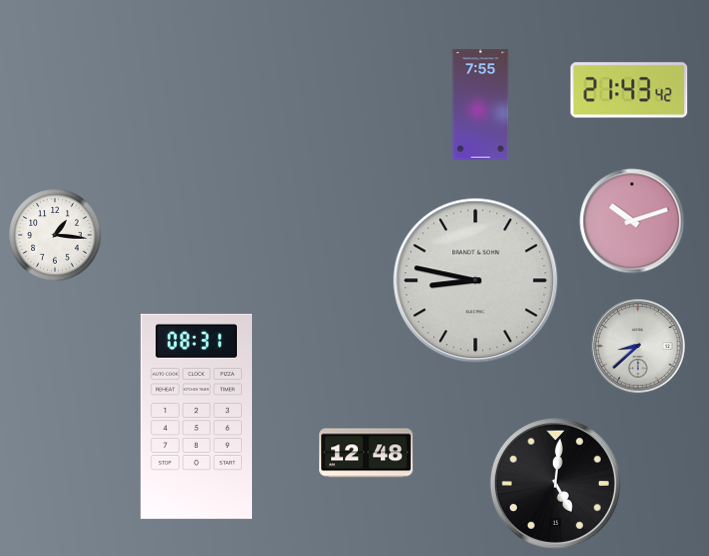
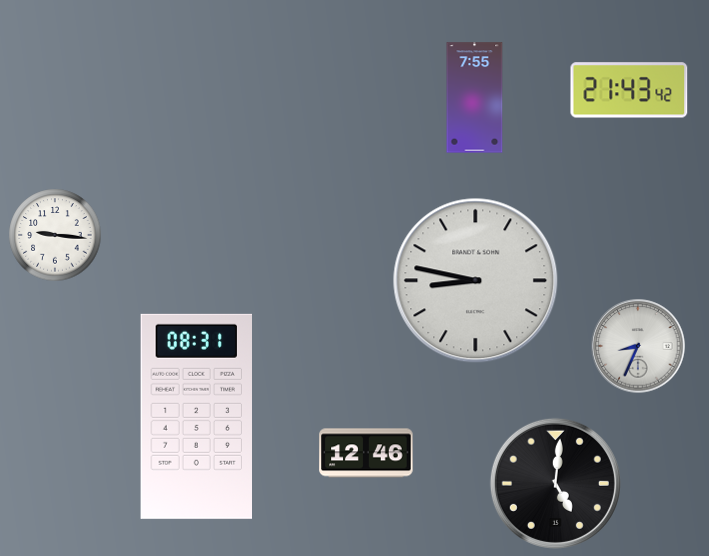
clock at (481, 105) position: (481, 105) -> (475, 98)
clock at (632, 221): 10:12 -> none
clock at (55, 235): 1:16 -> 9:16
clock at (638, 346): 8:38 -> 8:34
clock at (366, 453): 12:48 -> 12:46
